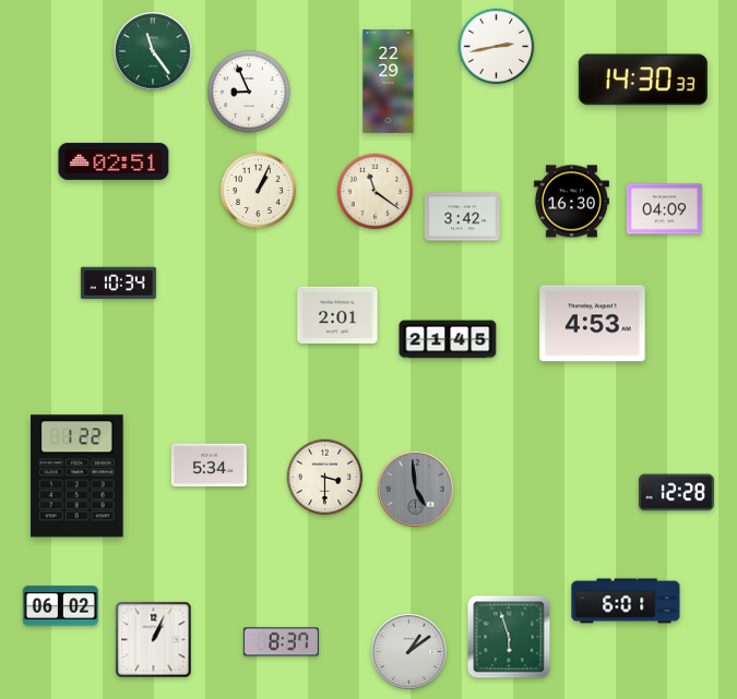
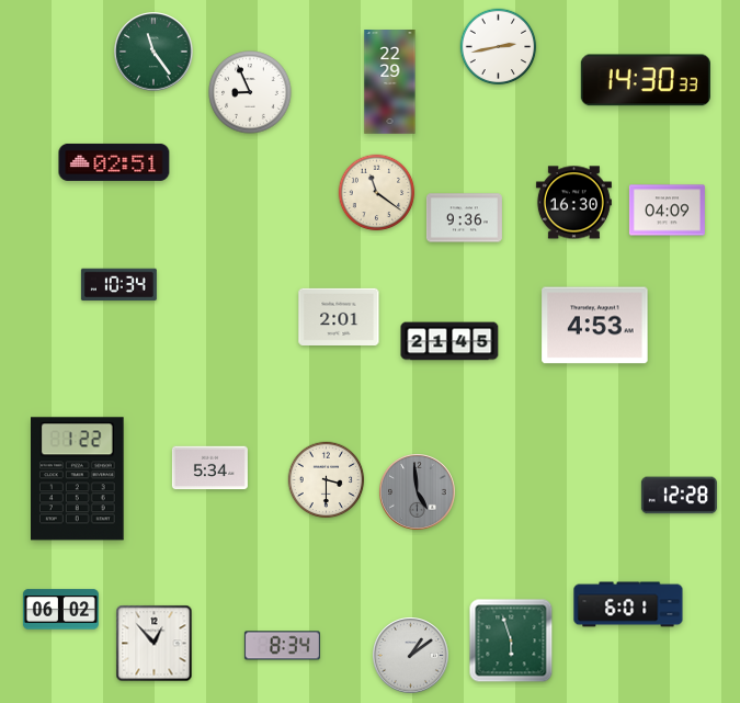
clock at (259, 191): 1:04 -> none
clock at (462, 217): 3:42 -> 9:36
clock at (154, 640): 1:04 -> 12:53
clock at (281, 642): 8:37 -> 8:34
